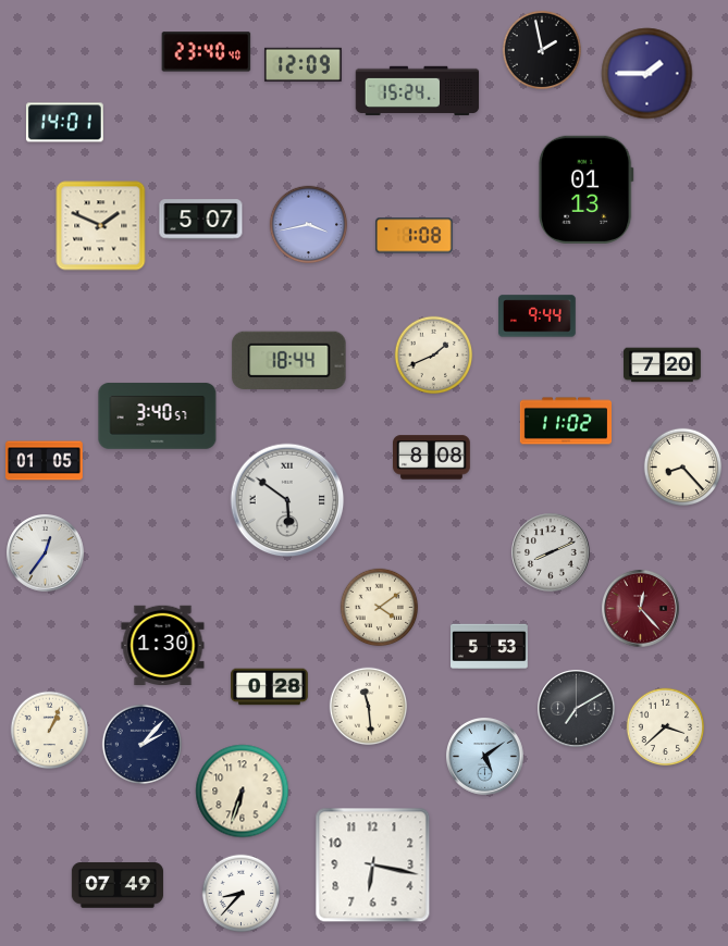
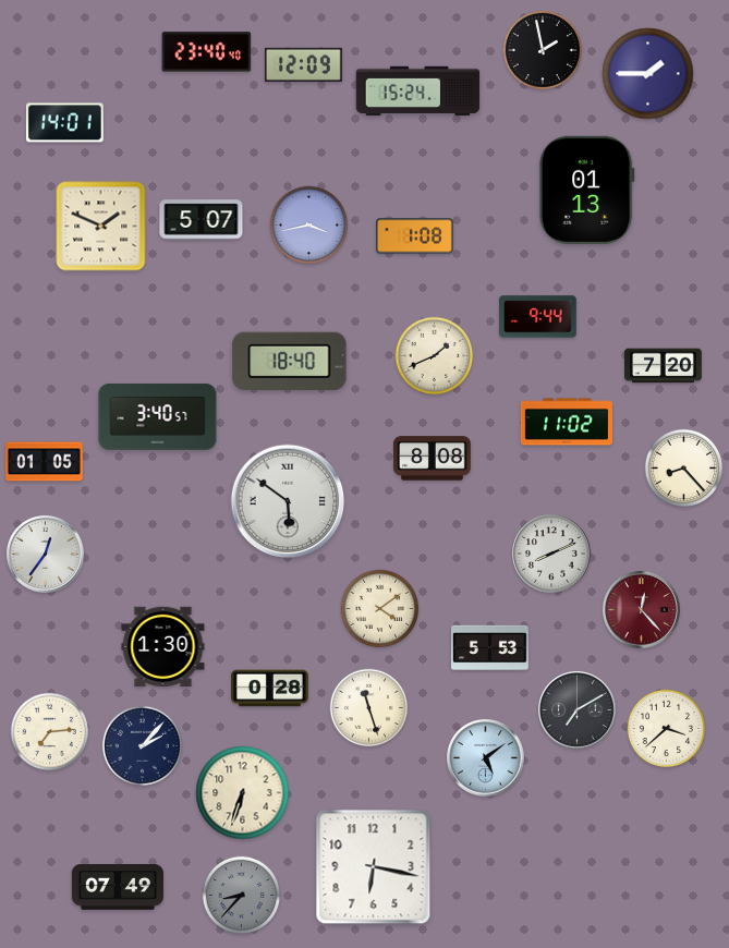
clock at (289, 360): 18:44 -> 18:40
clock at (369, 707): 11:29 -> 11:27
clock at (50, 731): 1:04 -> 7:14
clock at (242, 894) dial: white -> grey
